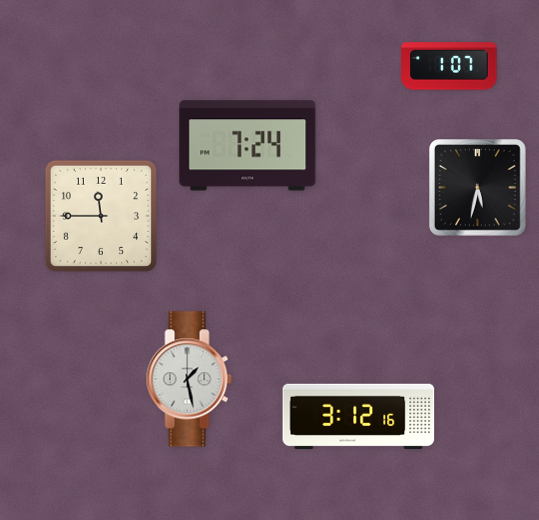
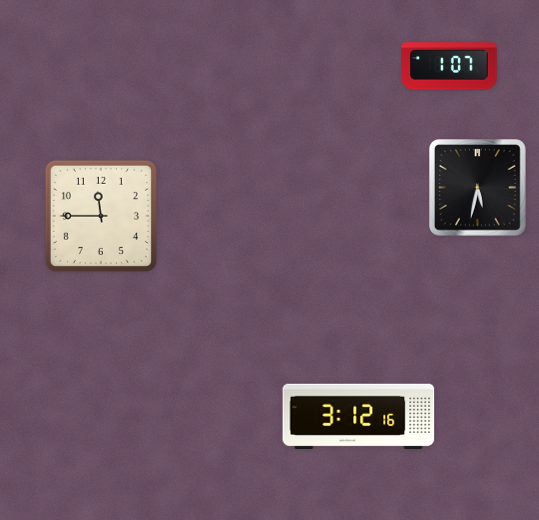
clock at (248, 146): 7:24 -> none
clock at (189, 379): 1:28 -> none
